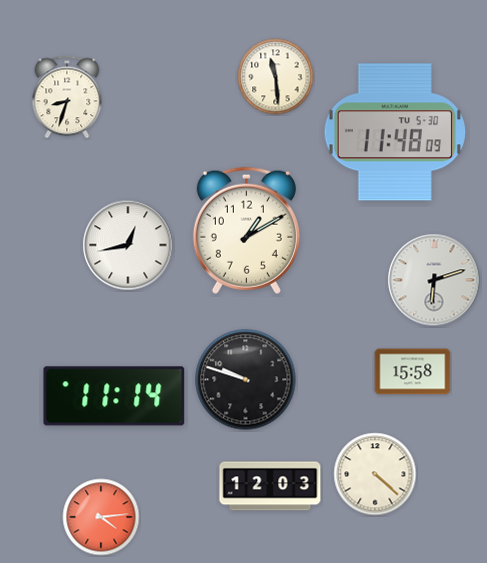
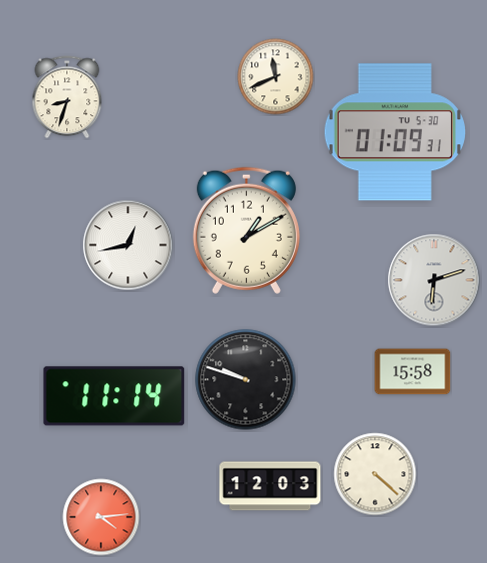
clock at (276, 77): 11:29 -> 11:41
clock at (395, 132): 11:48 -> 01:09
